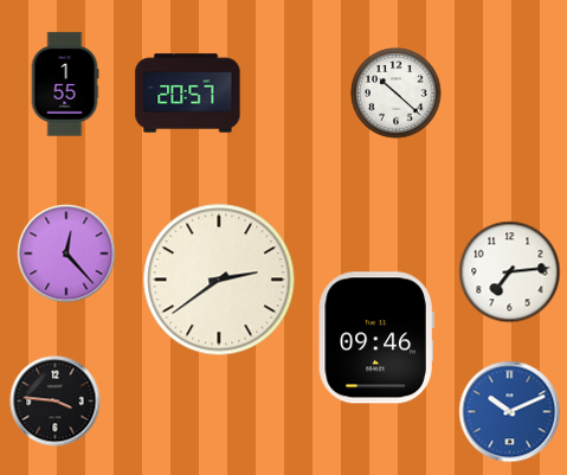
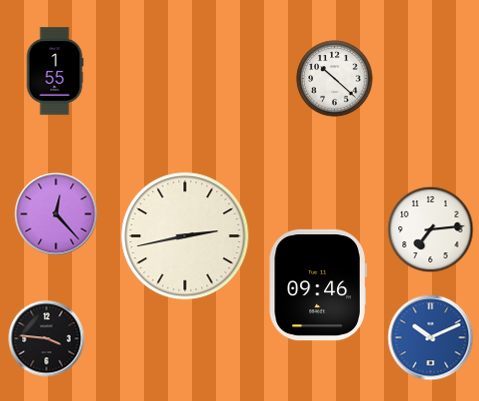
clock at (188, 94): 20:57 -> none
clock at (219, 280): 2:39 -> 2:43
clock at (510, 412) position: (510, 412) -> (431, 338)
